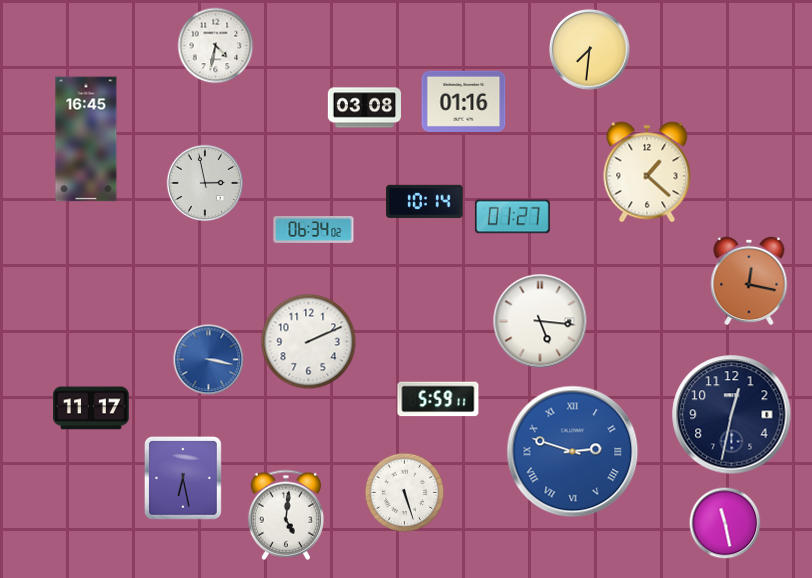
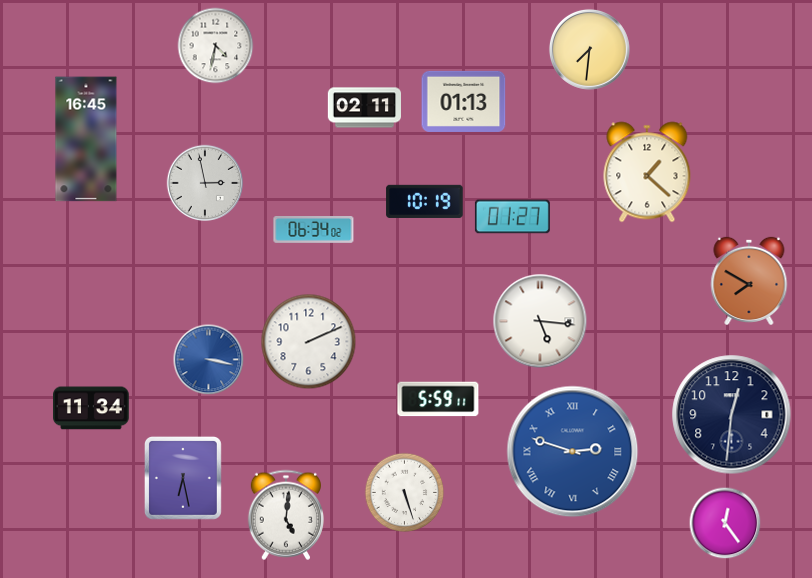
clock at (464, 101): 01:16 -> 01:13
clock at (365, 108): 03:08 -> 02:11
clock at (425, 201): 10:14 -> 10:19
clock at (749, 281): 12:17 -> 7:50
clock at (92, 408): 11:17 -> 11:34
clock at (732, 415): 12:32 -> 12:31
clock at (725, 523): 11:28 -> 12:24
